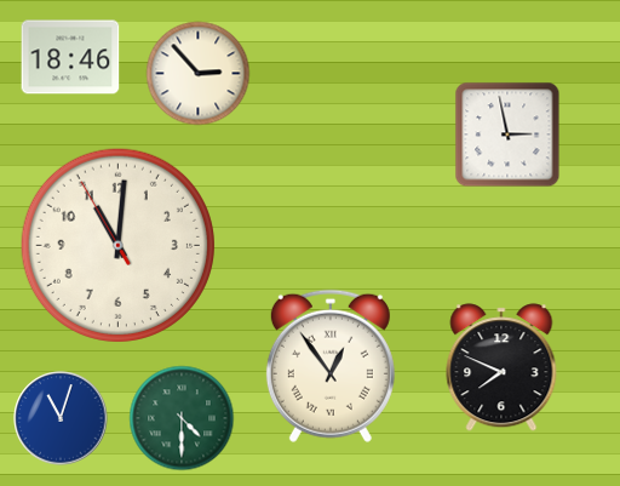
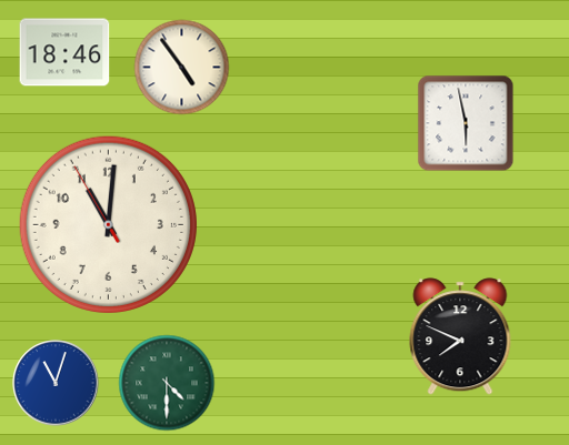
clock at (199, 74): 2:53 -> 4:54
clock at (507, 135): 2:58 -> 5:58
clock at (331, 366): 12:54 -> none
